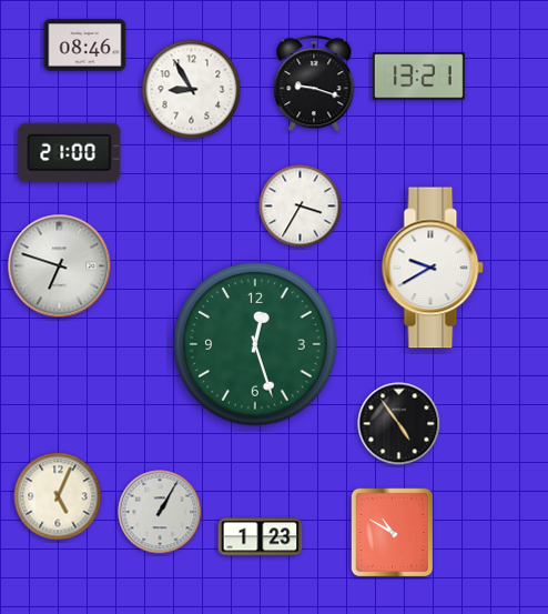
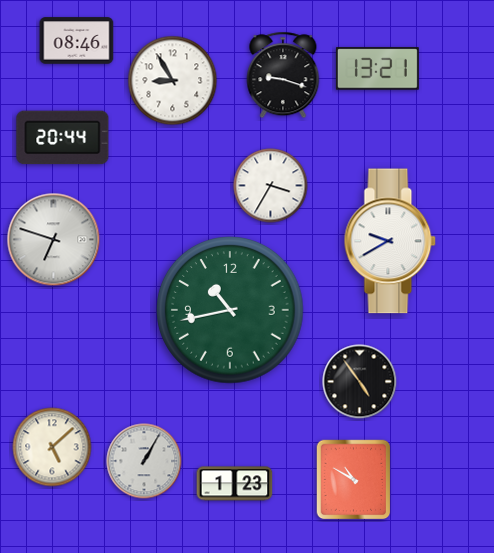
clock at (70, 153): 21:00 -> 20:44
clock at (255, 344): 12:27 -> 10:43
clock at (58, 496): 5:04 -> 5:08
